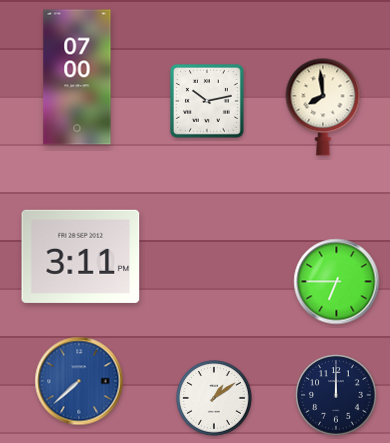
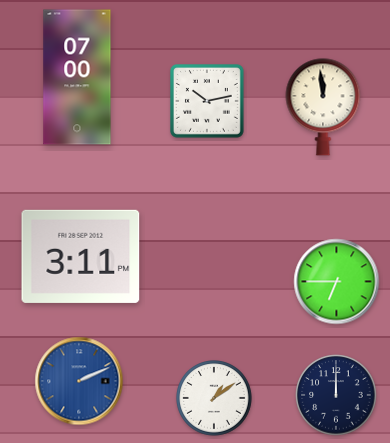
clock at (323, 107): 7:59 -> 11:59
clock at (79, 381): 7:38 -> 2:11
